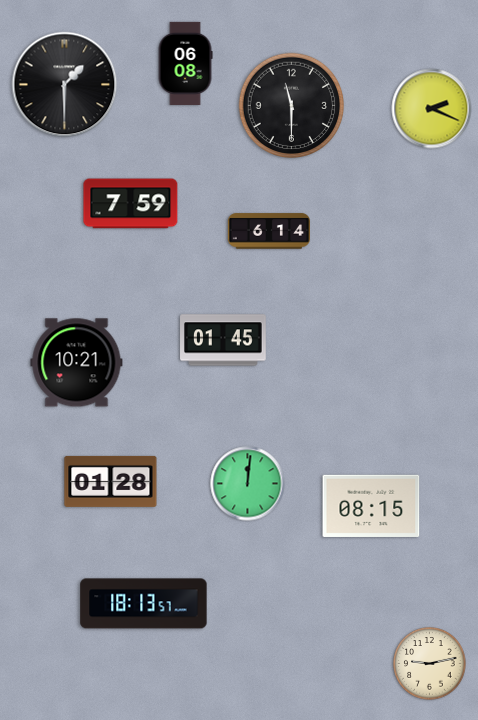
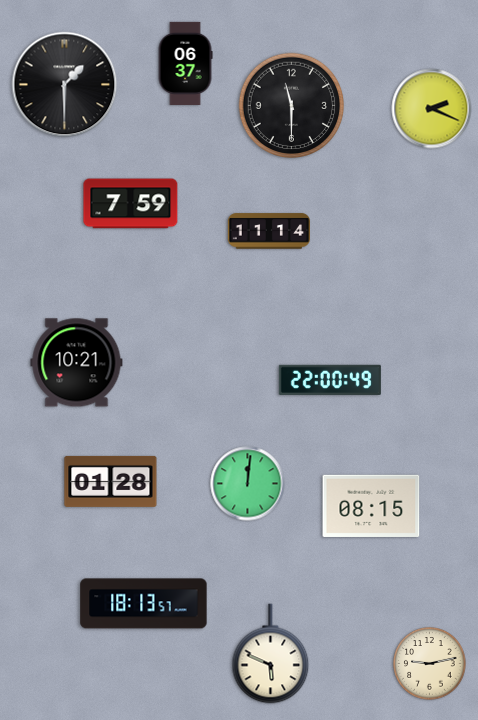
clock at (185, 63): 06:08 -> 06:37
clock at (268, 231): 6:14 -> 11:14
clock at (223, 340): 01:45 -> none
clock at (330, 380): none -> 22:00
clock at (271, 654): none -> 5:49
